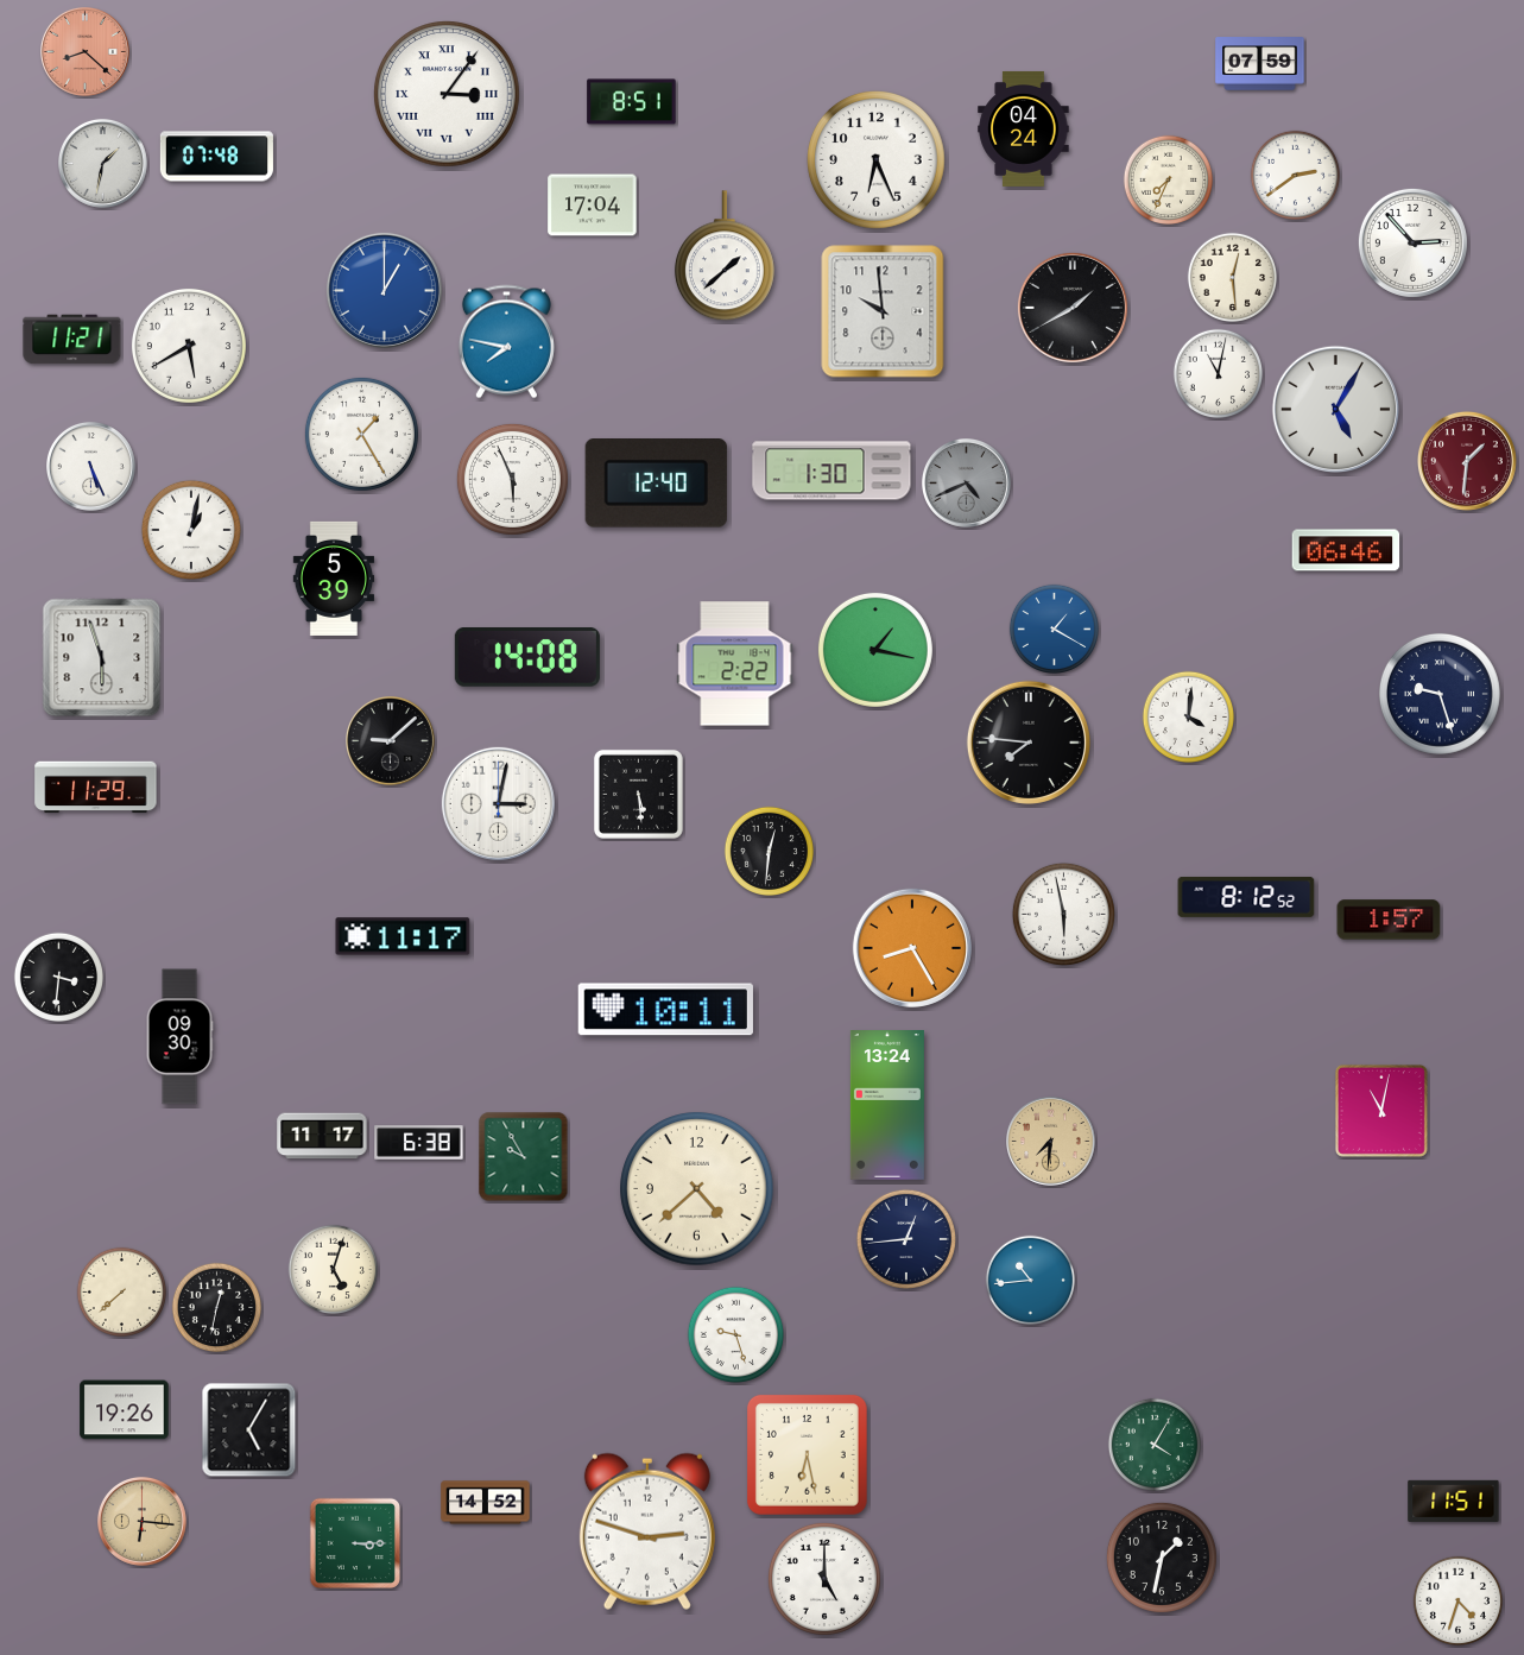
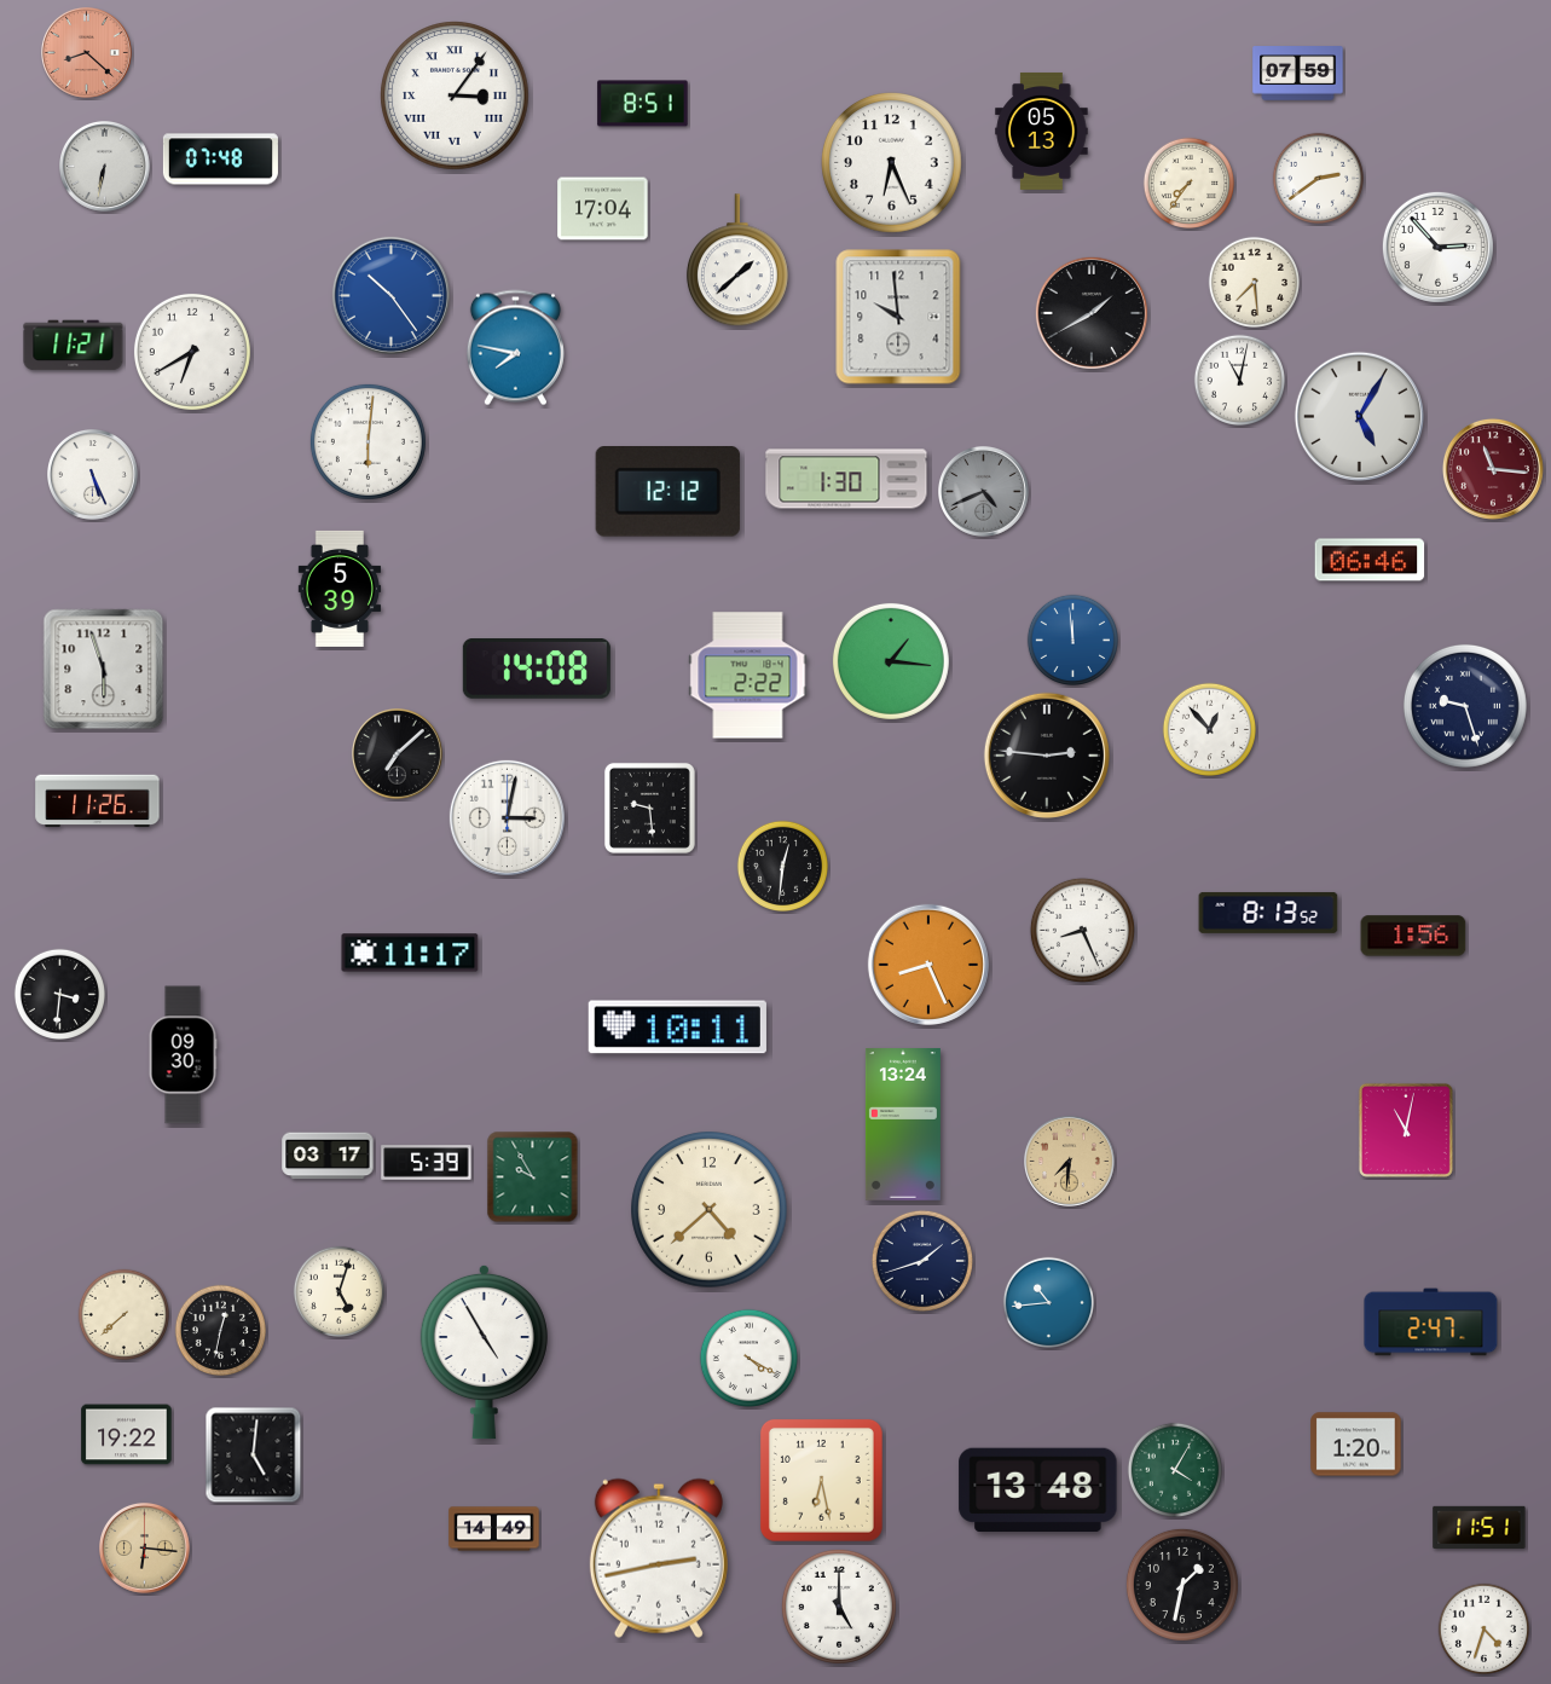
clock at (1260, 64) position: (1260, 64) -> (1298, 74)
clock at (1024, 128): 04:24 -> 05:13
clock at (103, 164): 1:32 -> 6:32
clock at (1168, 179): 7:34 -> 7:36
clock at (1232, 277): 12:29 -> 7:29
clock at (384, 290): 1:00 -> 10:24
clock at (189, 346): 5:40 -> 6:40
clock at (361, 434): 1:25 -> 6:01
clock at (1467, 461): 1:31 -> 11:16
clock at (512, 479): 5:56 -> none
clock at (656, 484): 12:40 -> 12:12
clock at (191, 530): 1:02 -> none
clock at (1054, 628): 1:20 -> 11:59
clock at (875, 650): 1:17 -> 1:16
clock at (1188, 716): 4:01 -> 12:53
clock at (391, 741): 9:08 -> 7:08
clock at (1029, 743): 7:46 -> 2:46
clock at (96, 788): 11:29 -> 11:26
clock at (638, 794): 5:29 -> 9:29
clock at (1246, 897): 8:12 -> 8:13
clock at (1063, 914): 5:58 -> 8:26
clock at (1389, 920): 1:57 -> 1:56
clock at (912, 948): 8:25 -> 8:26
clock at (322, 1136): 11:17 -> 03:17
clock at (419, 1143): 6:38 -> 5:39
clock at (906, 1239): 12:44 -> 1:42
clock at (1431, 1323): none -> 2:47
clock at (484, 1352): none -> 4:55
clock at (735, 1334): 9:27 -> 4:20
clock at (125, 1410): 19:26 -> 19:22
clock at (1356, 1445): none -> 1:20
clock at (249, 1430): 5:05 -> 5:01
clock at (1038, 1489): none -> 13:48
clock at (486, 1503): 14:52 -> 14:49
clock at (647, 1531): 2:48 -> 2:43
clock at (354, 1542): 3:15 -> none
